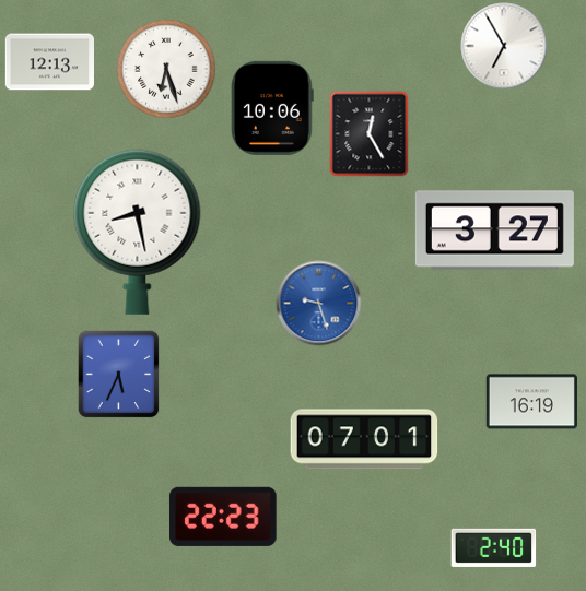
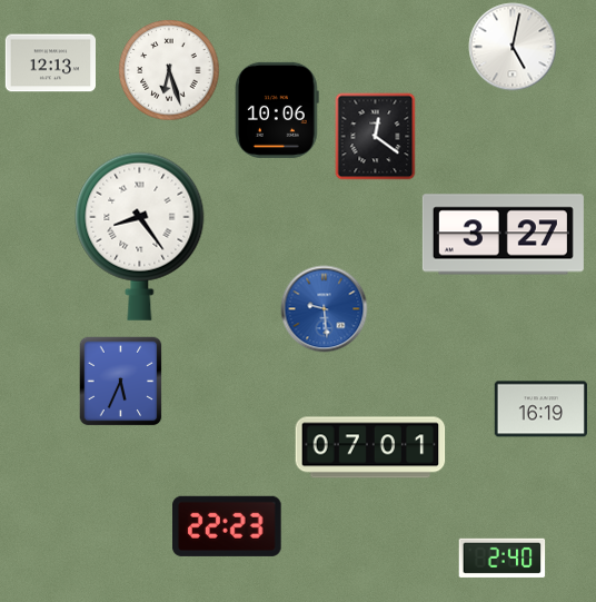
clock at (504, 46): 6:55 -> 5:02
clock at (370, 133): 12:25 -> 12:21
clock at (138, 232): 8:28 -> 8:24
clock at (318, 303): 9:27 -> 9:29
